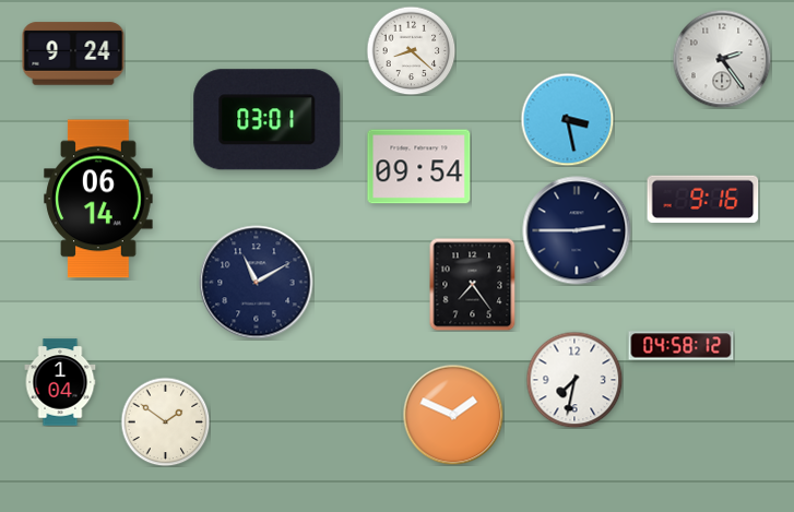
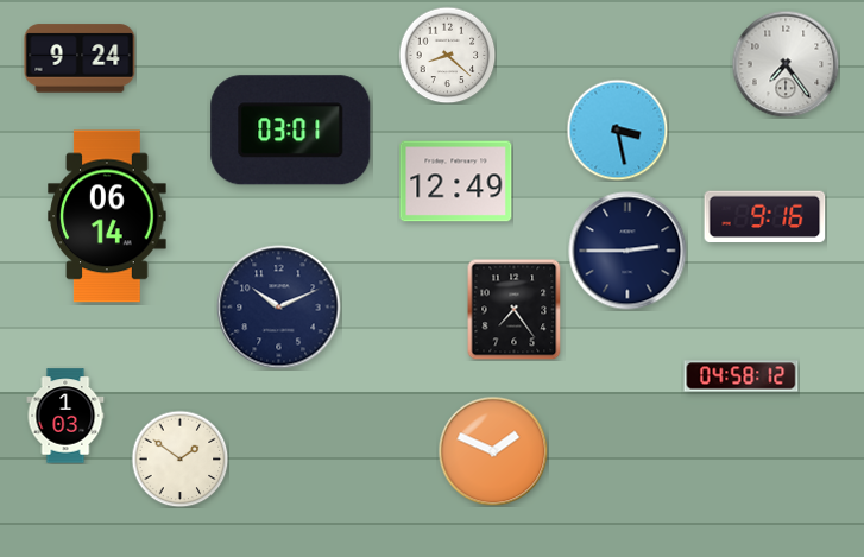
clock at (722, 59): 2:24 -> 7:24
clock at (419, 167): 09:54 -> 12:49
clock at (257, 283): 11:10 -> 10:11
clock at (574, 380): 7:32 -> none
clock at (60, 382): 1:04 -> 1:03
